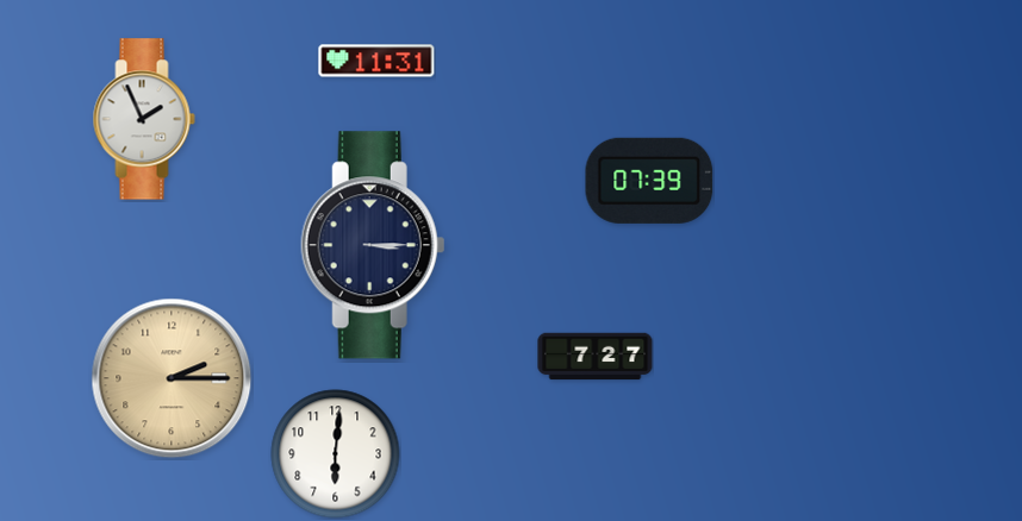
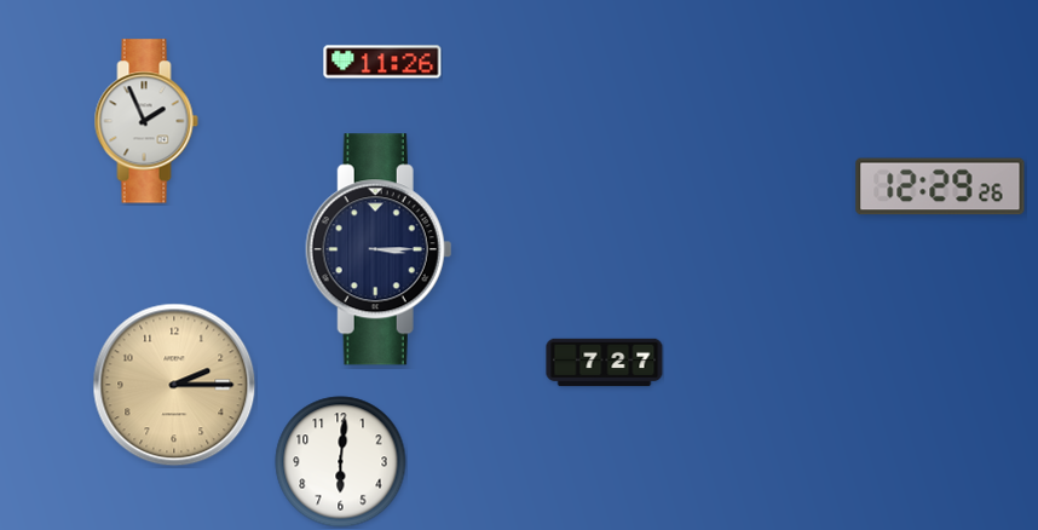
clock at (376, 61): 11:31 -> 11:26
clock at (649, 181): 07:39 -> none
clock at (940, 186): none -> 12:29
